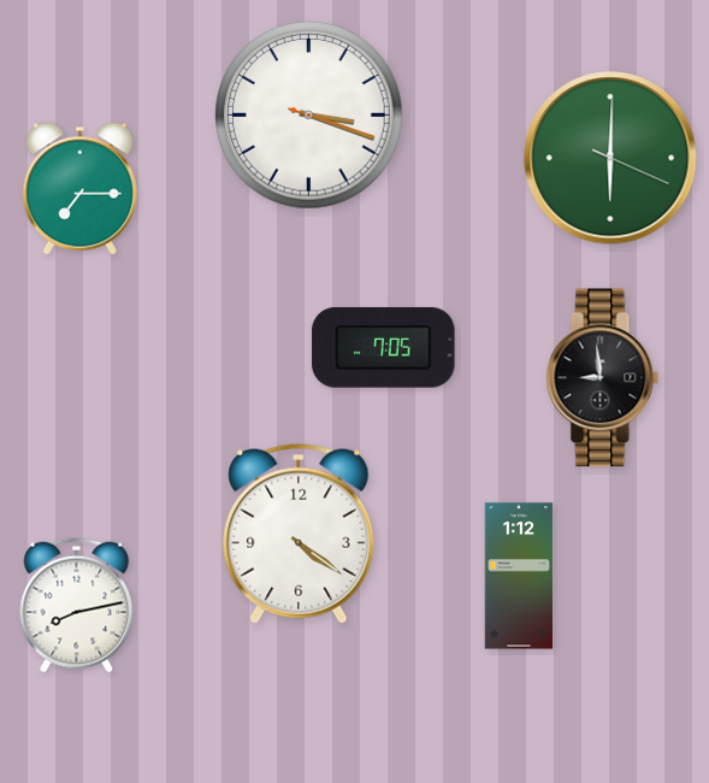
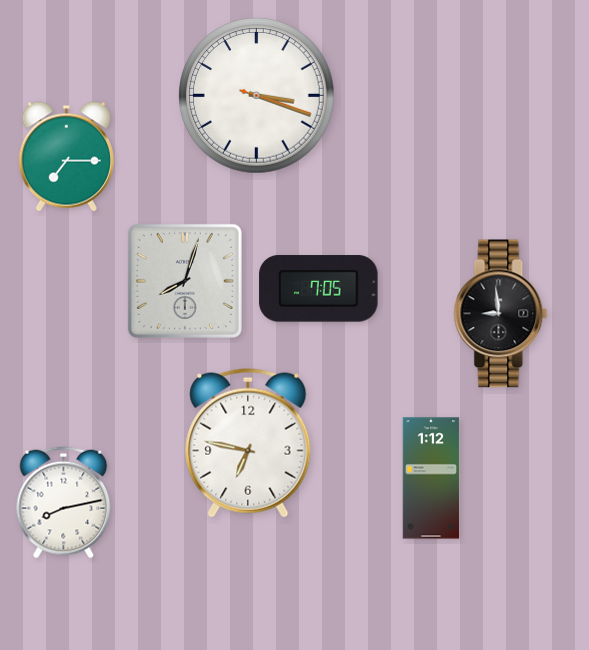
clock at (610, 158): 6:00 -> none
clock at (185, 281): none -> 8:03
clock at (299, 534): 4:21 -> 6:47
